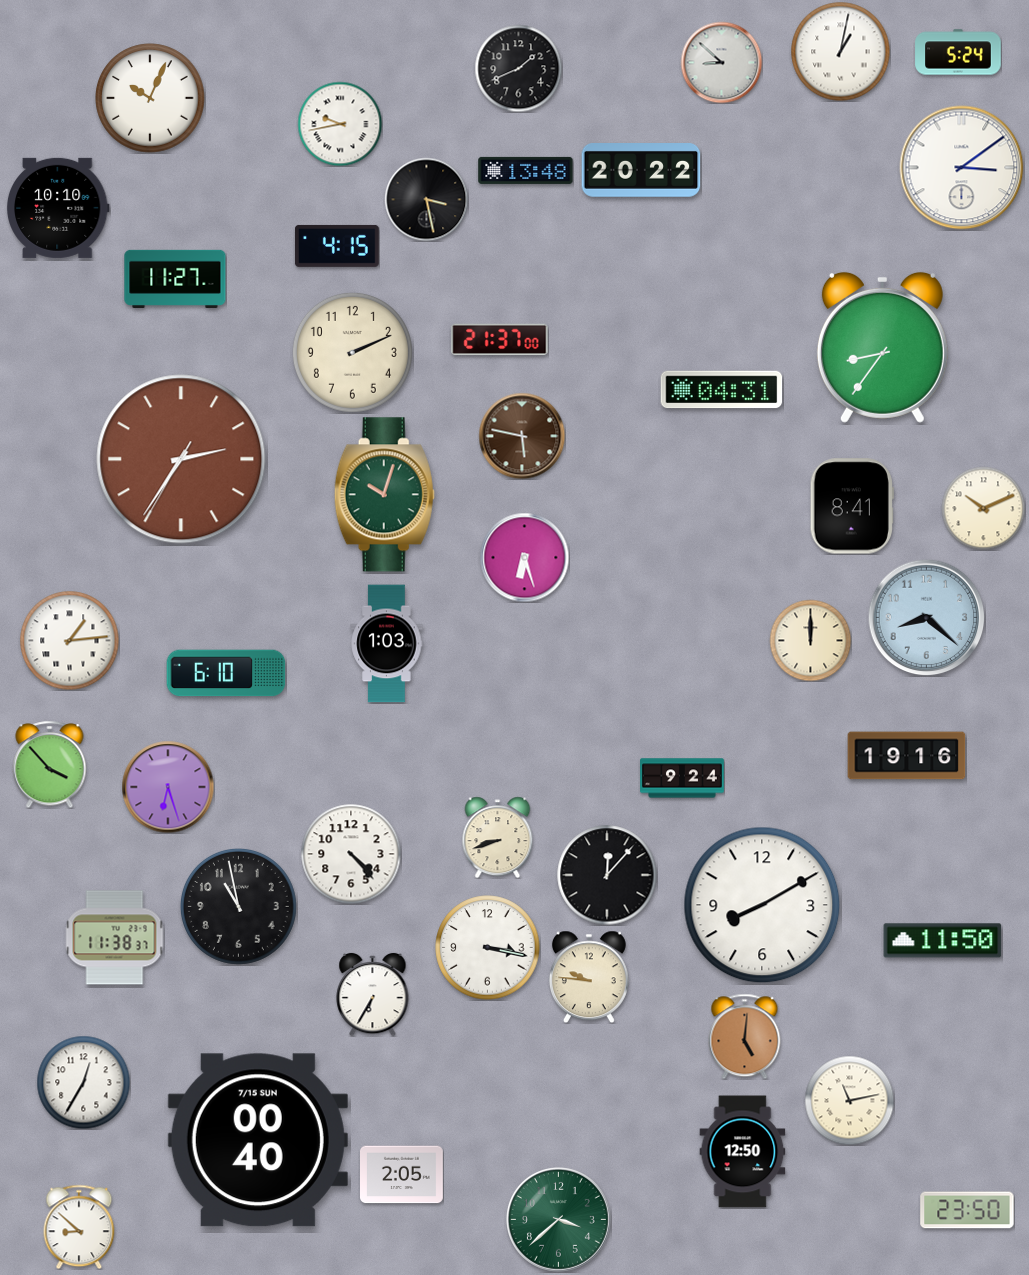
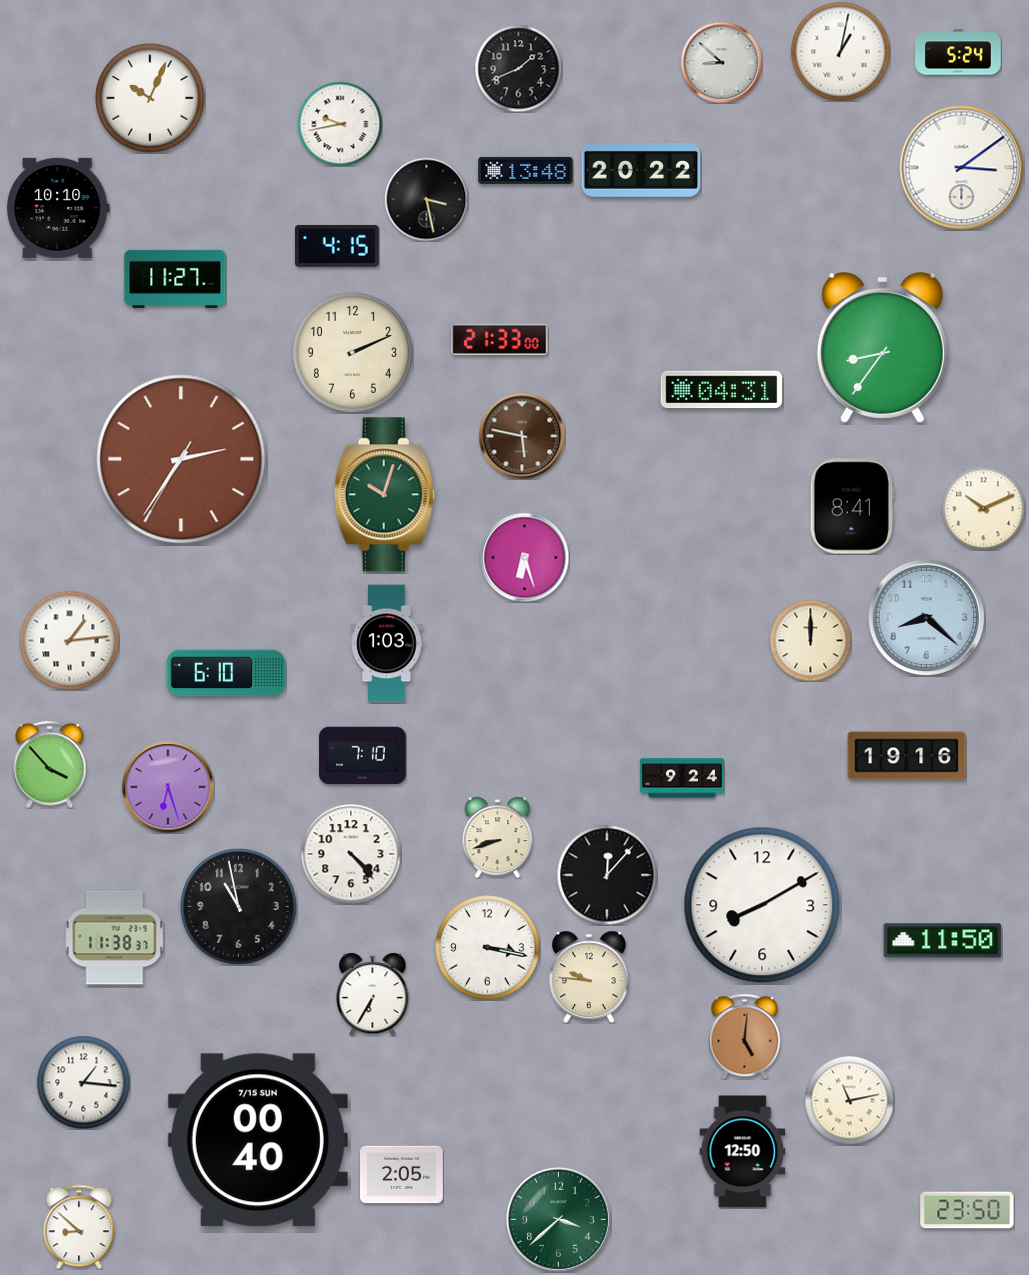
clock at (500, 340): 21:37 -> 21:33
clock at (363, 756): none -> 7:10
clock at (83, 1082): 12:35 -> 1:16
